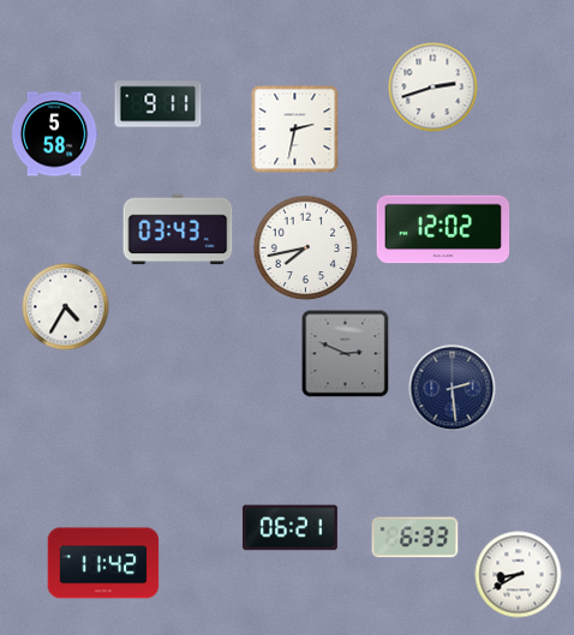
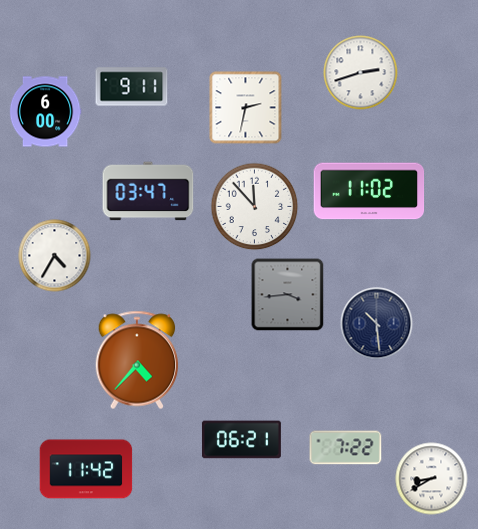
clock at (54, 134): 5:58 -> 6:00
clock at (178, 229): 03:43 -> 03:47
clock at (443, 229): 12:02 -> 11:02
clock at (306, 248): 7:43 -> 11:53
clock at (346, 354): 2:49 -> 3:44
clock at (453, 389): 2:29 -> 10:29
clock at (137, 360): none -> 4:37
clock at (415, 538): 6:33 -> 7:22
